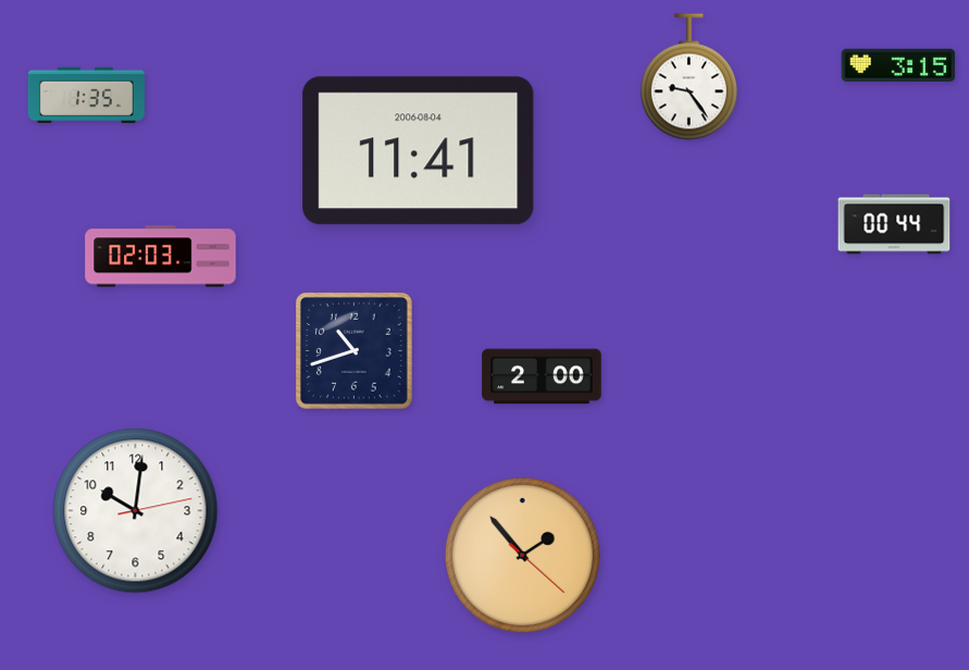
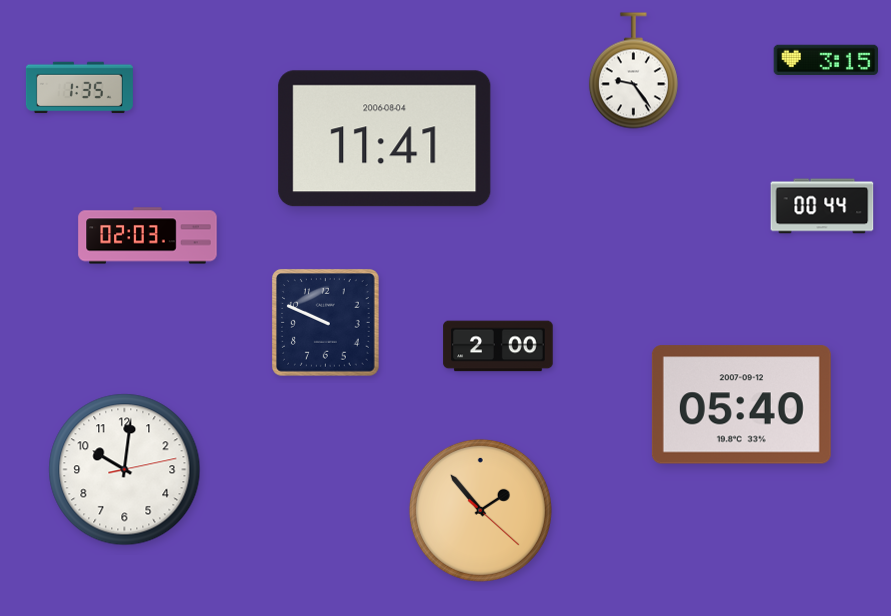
clock at (355, 351): 10:42 -> 9:49
clock at (741, 405): none -> 05:40
